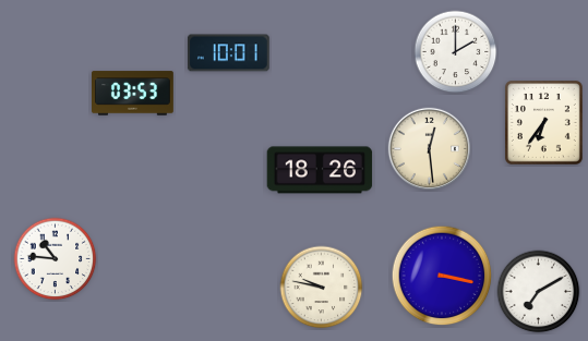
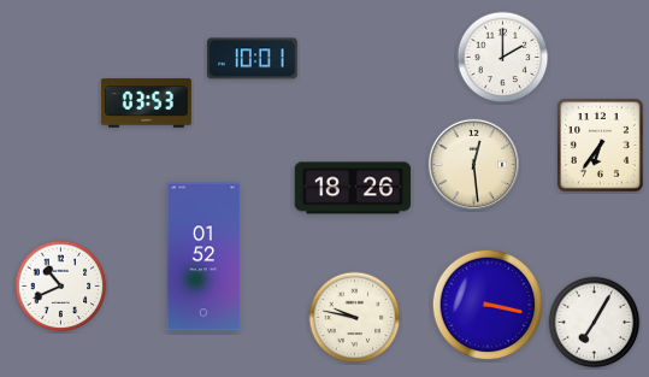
clock at (543, 122) position: (543, 122) -> (600, 145)
clock at (203, 257): none -> 01:52
clock at (56, 259): 10:46 -> 10:41
clock at (539, 292): 7:10 -> 7:05
